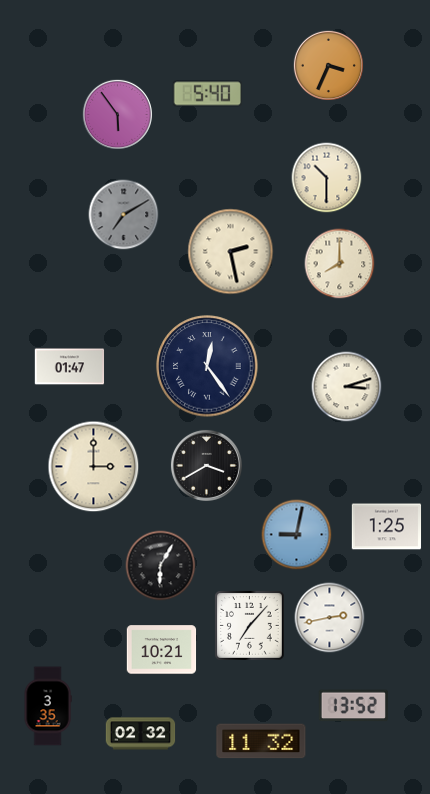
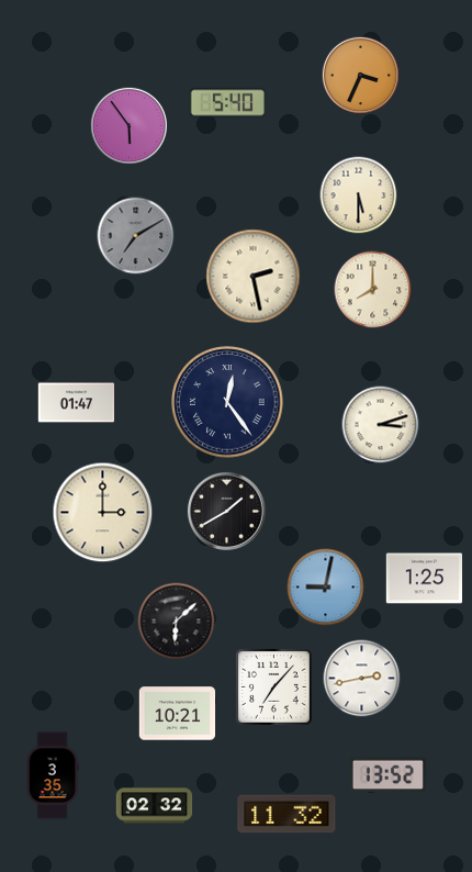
clock at (328, 65) position: (328, 65) -> (360, 75)
clock at (327, 178): 10:30 -> 5:30
clock at (206, 465): 3:40 -> 1:40
clock at (161, 566): 6:05 -> 6:08
